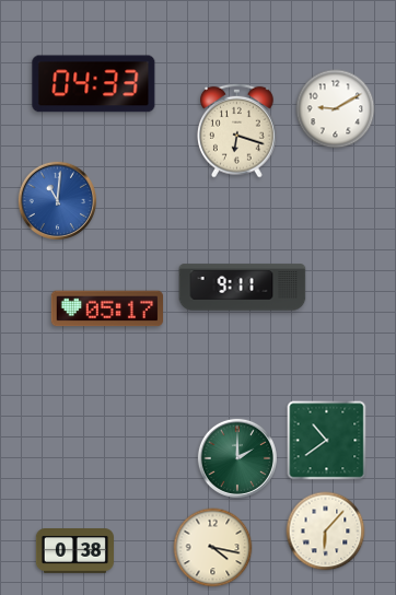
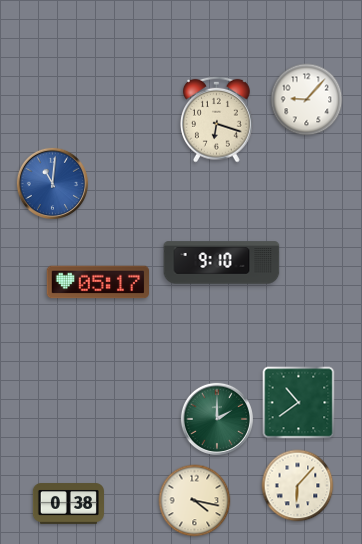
clock at (94, 84): 04:33 -> none
clock at (336, 109): 9:10 -> 9:07
clock at (243, 288): 9:11 -> 9:10
